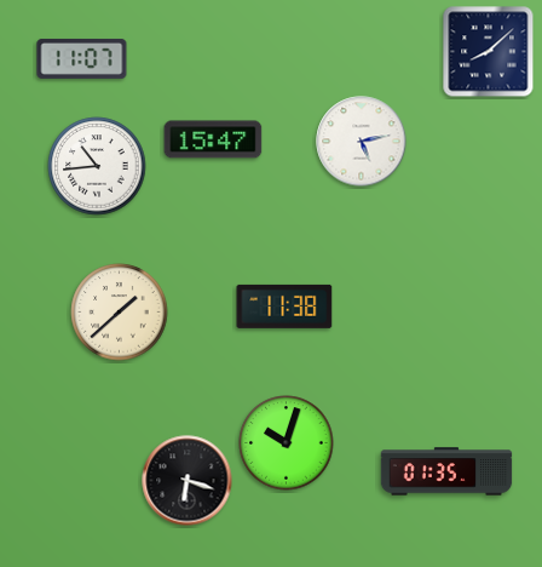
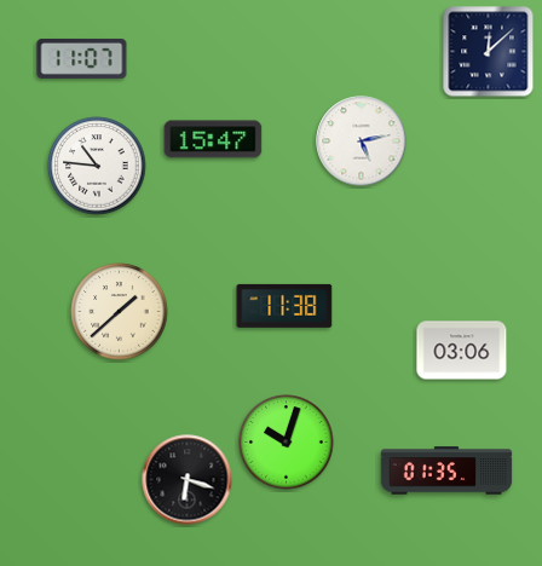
clock at (489, 52): 8:08 -> 12:08
clock at (97, 166): 10:44 -> 10:46
clock at (462, 351): none -> 03:06
